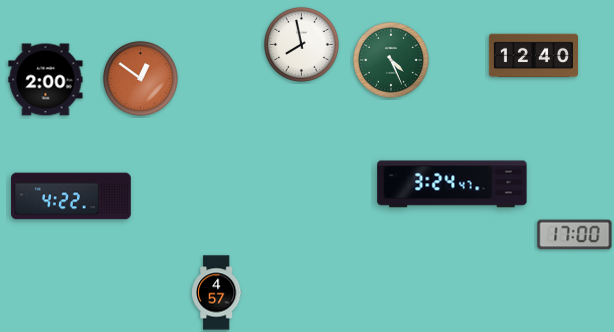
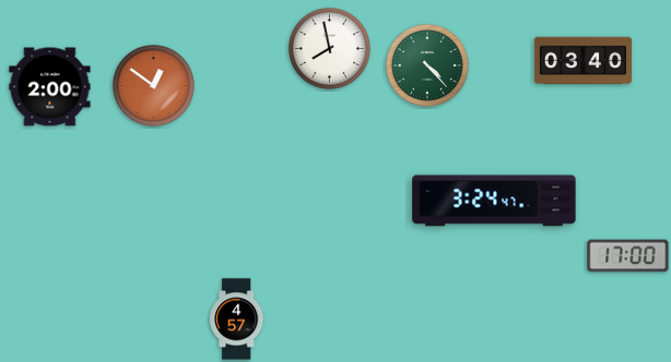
clock at (533, 56): 12:40 -> 03:40
clock at (391, 60): 4:26 -> 4:23
clock at (71, 196): 4:22 -> none
